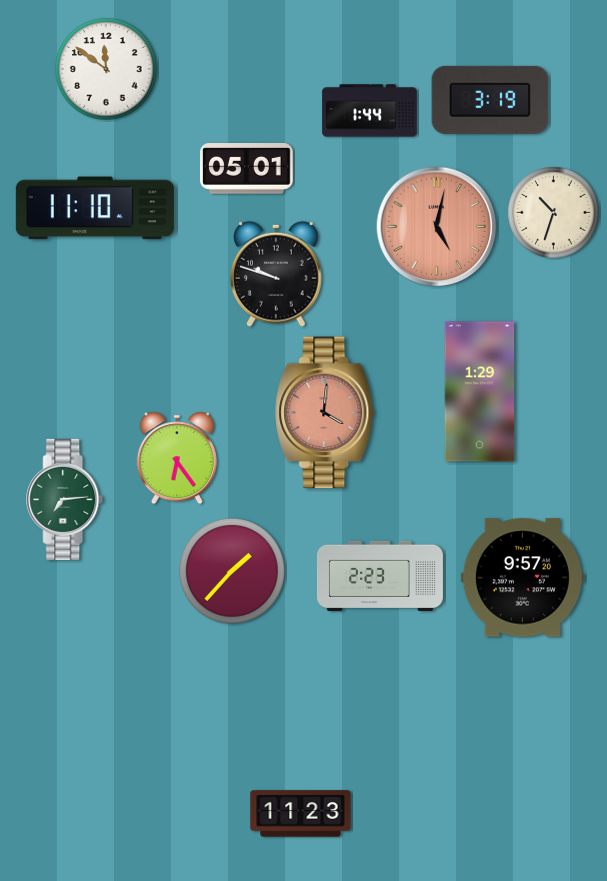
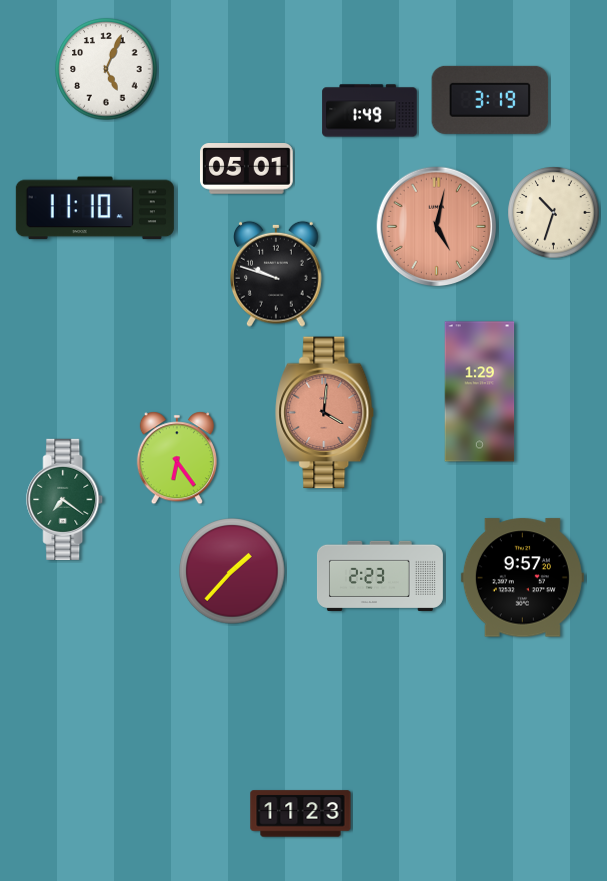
clock at (106, 69): 11:51 -> 5:04
clock at (370, 111): 1:44 -> 1:49
clock at (65, 499): 7:14 -> 7:21
